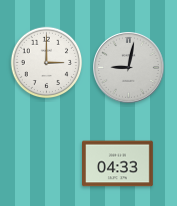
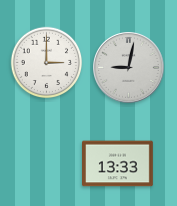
clock at (118, 164): 04:33 -> 13:33
